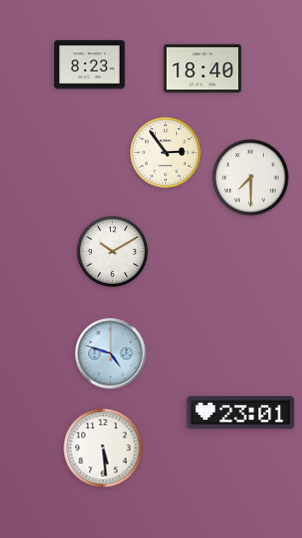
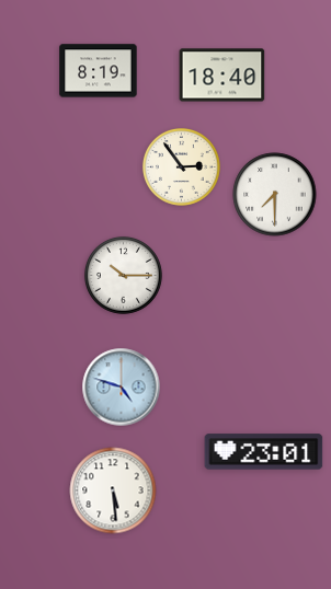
clock at (90, 65): 8:23 -> 8:19
clock at (112, 251): 10:10 -> 10:15
